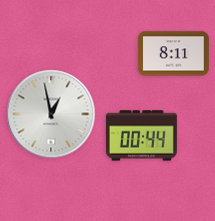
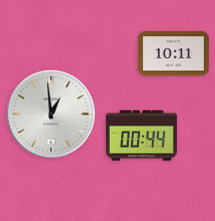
clock at (173, 54): 8:11 -> 10:11
clock at (51, 114): 12:58 -> 12:59
